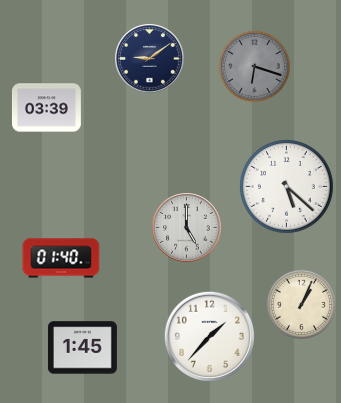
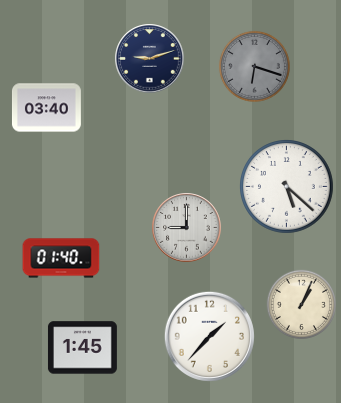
clock at (150, 59): 9:09 -> 9:12
clock at (46, 108): 03:39 -> 03:40
clock at (187, 228): 5:00 -> 9:00
